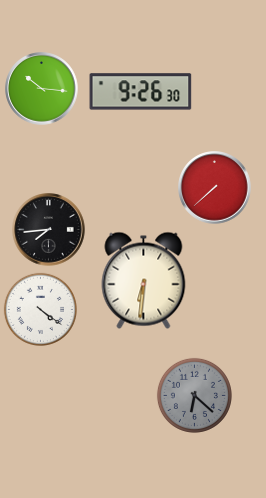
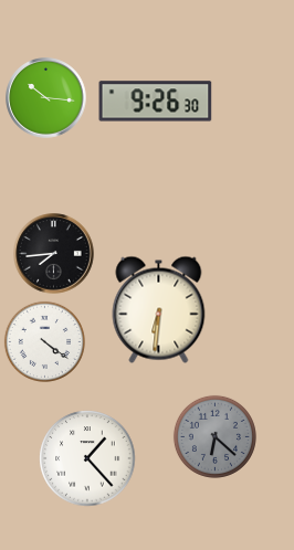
clock at (215, 188): 7:38 -> none
clock at (87, 458): none -> 1:23
